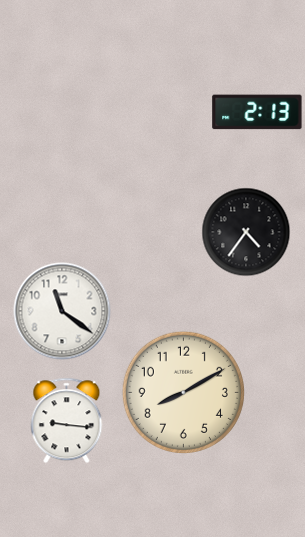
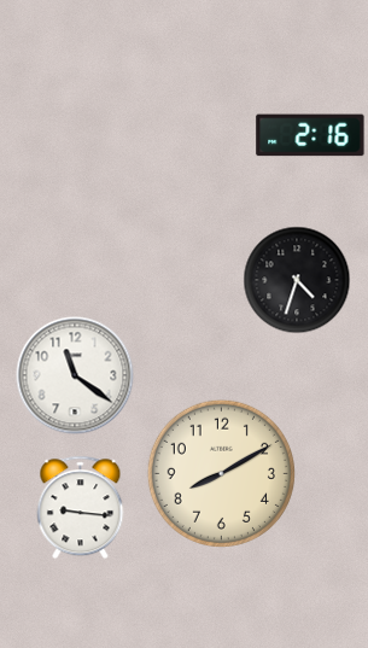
clock at (257, 112): 2:13 -> 2:16
clock at (246, 232): 4:36 -> 4:33
